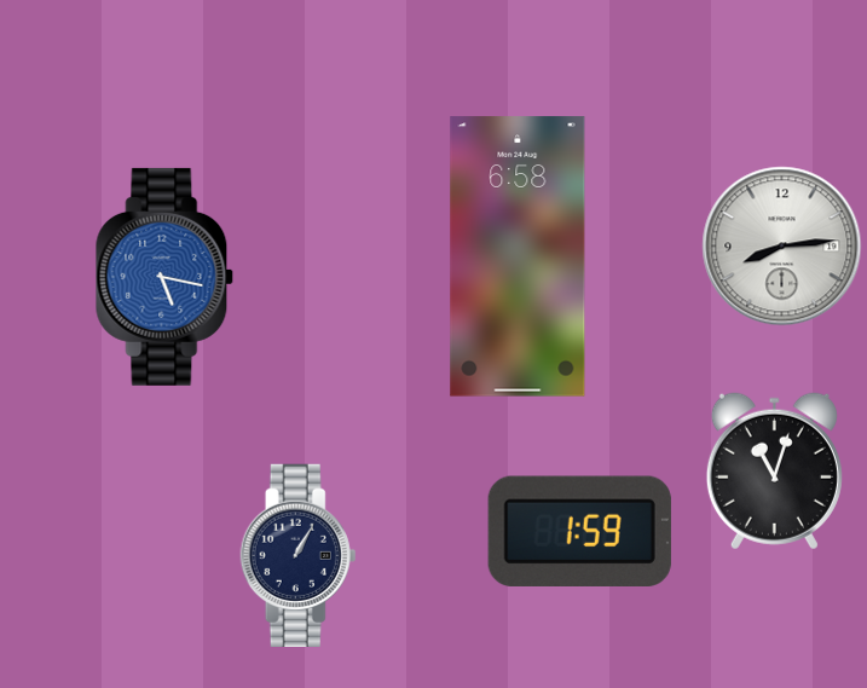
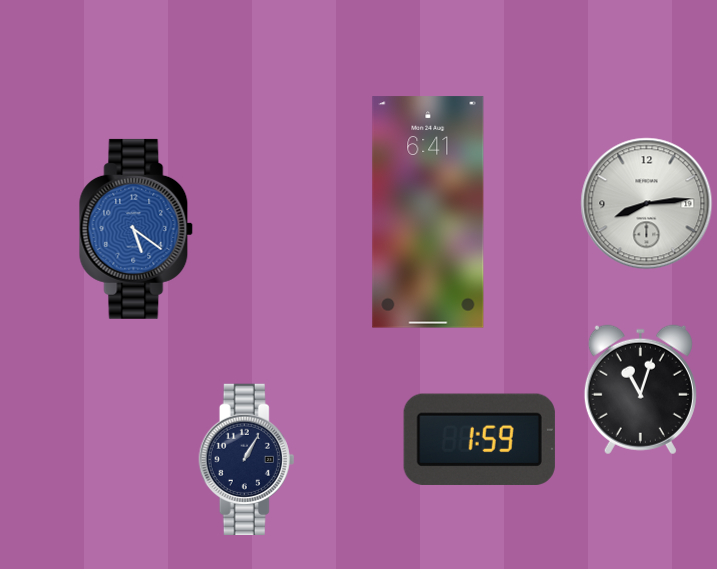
clock at (518, 256): 6:58 -> 6:41
clock at (164, 277): 5:17 -> 5:21
